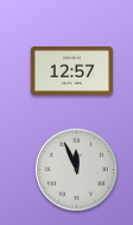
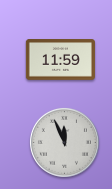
clock at (71, 71): 12:57 -> 11:59
